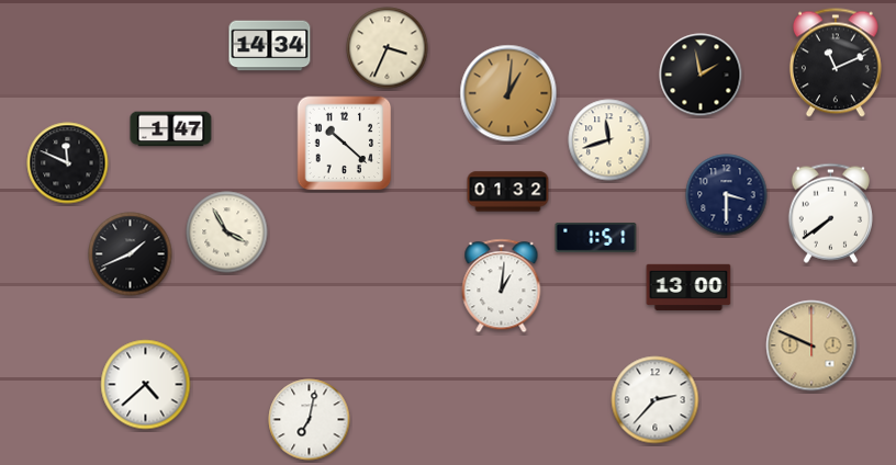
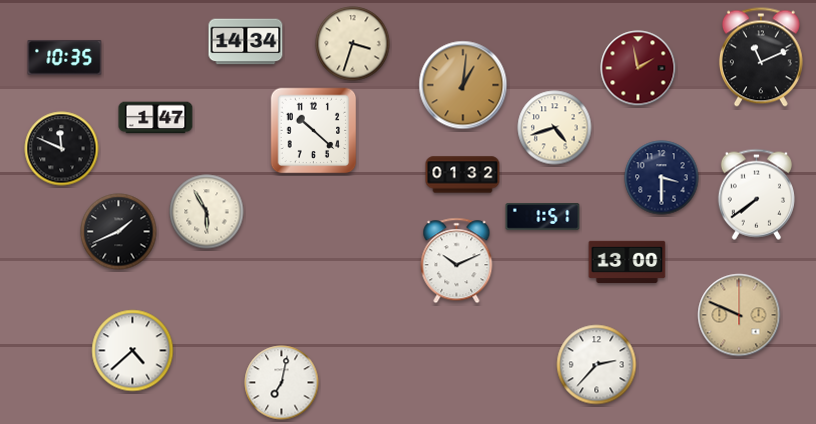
clock at (388, 48): 3:34 -> 3:33
clock at (65, 58): none -> 10:35
clock at (701, 75) dial: black -> burgundy
clock at (609, 140): 11:42 -> 4:42
clock at (227, 232): 3:55 -> 5:55
clock at (502, 286): 1:01 -> 10:11
